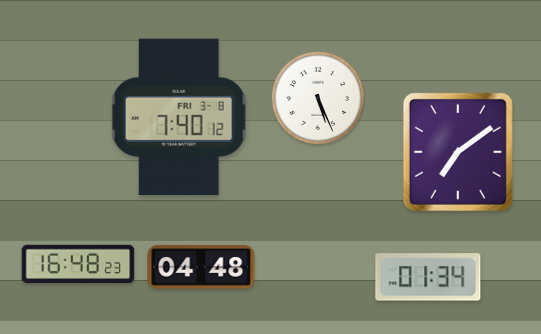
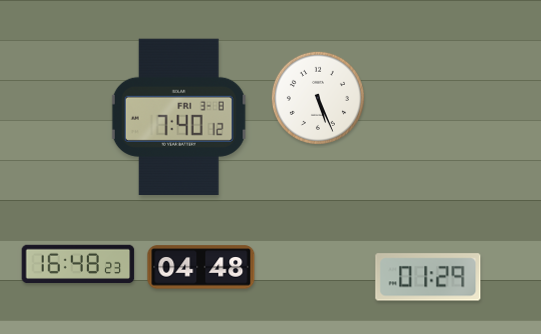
clock at (458, 152): 7:09 -> none
clock at (428, 277): 01:34 -> 01:29
